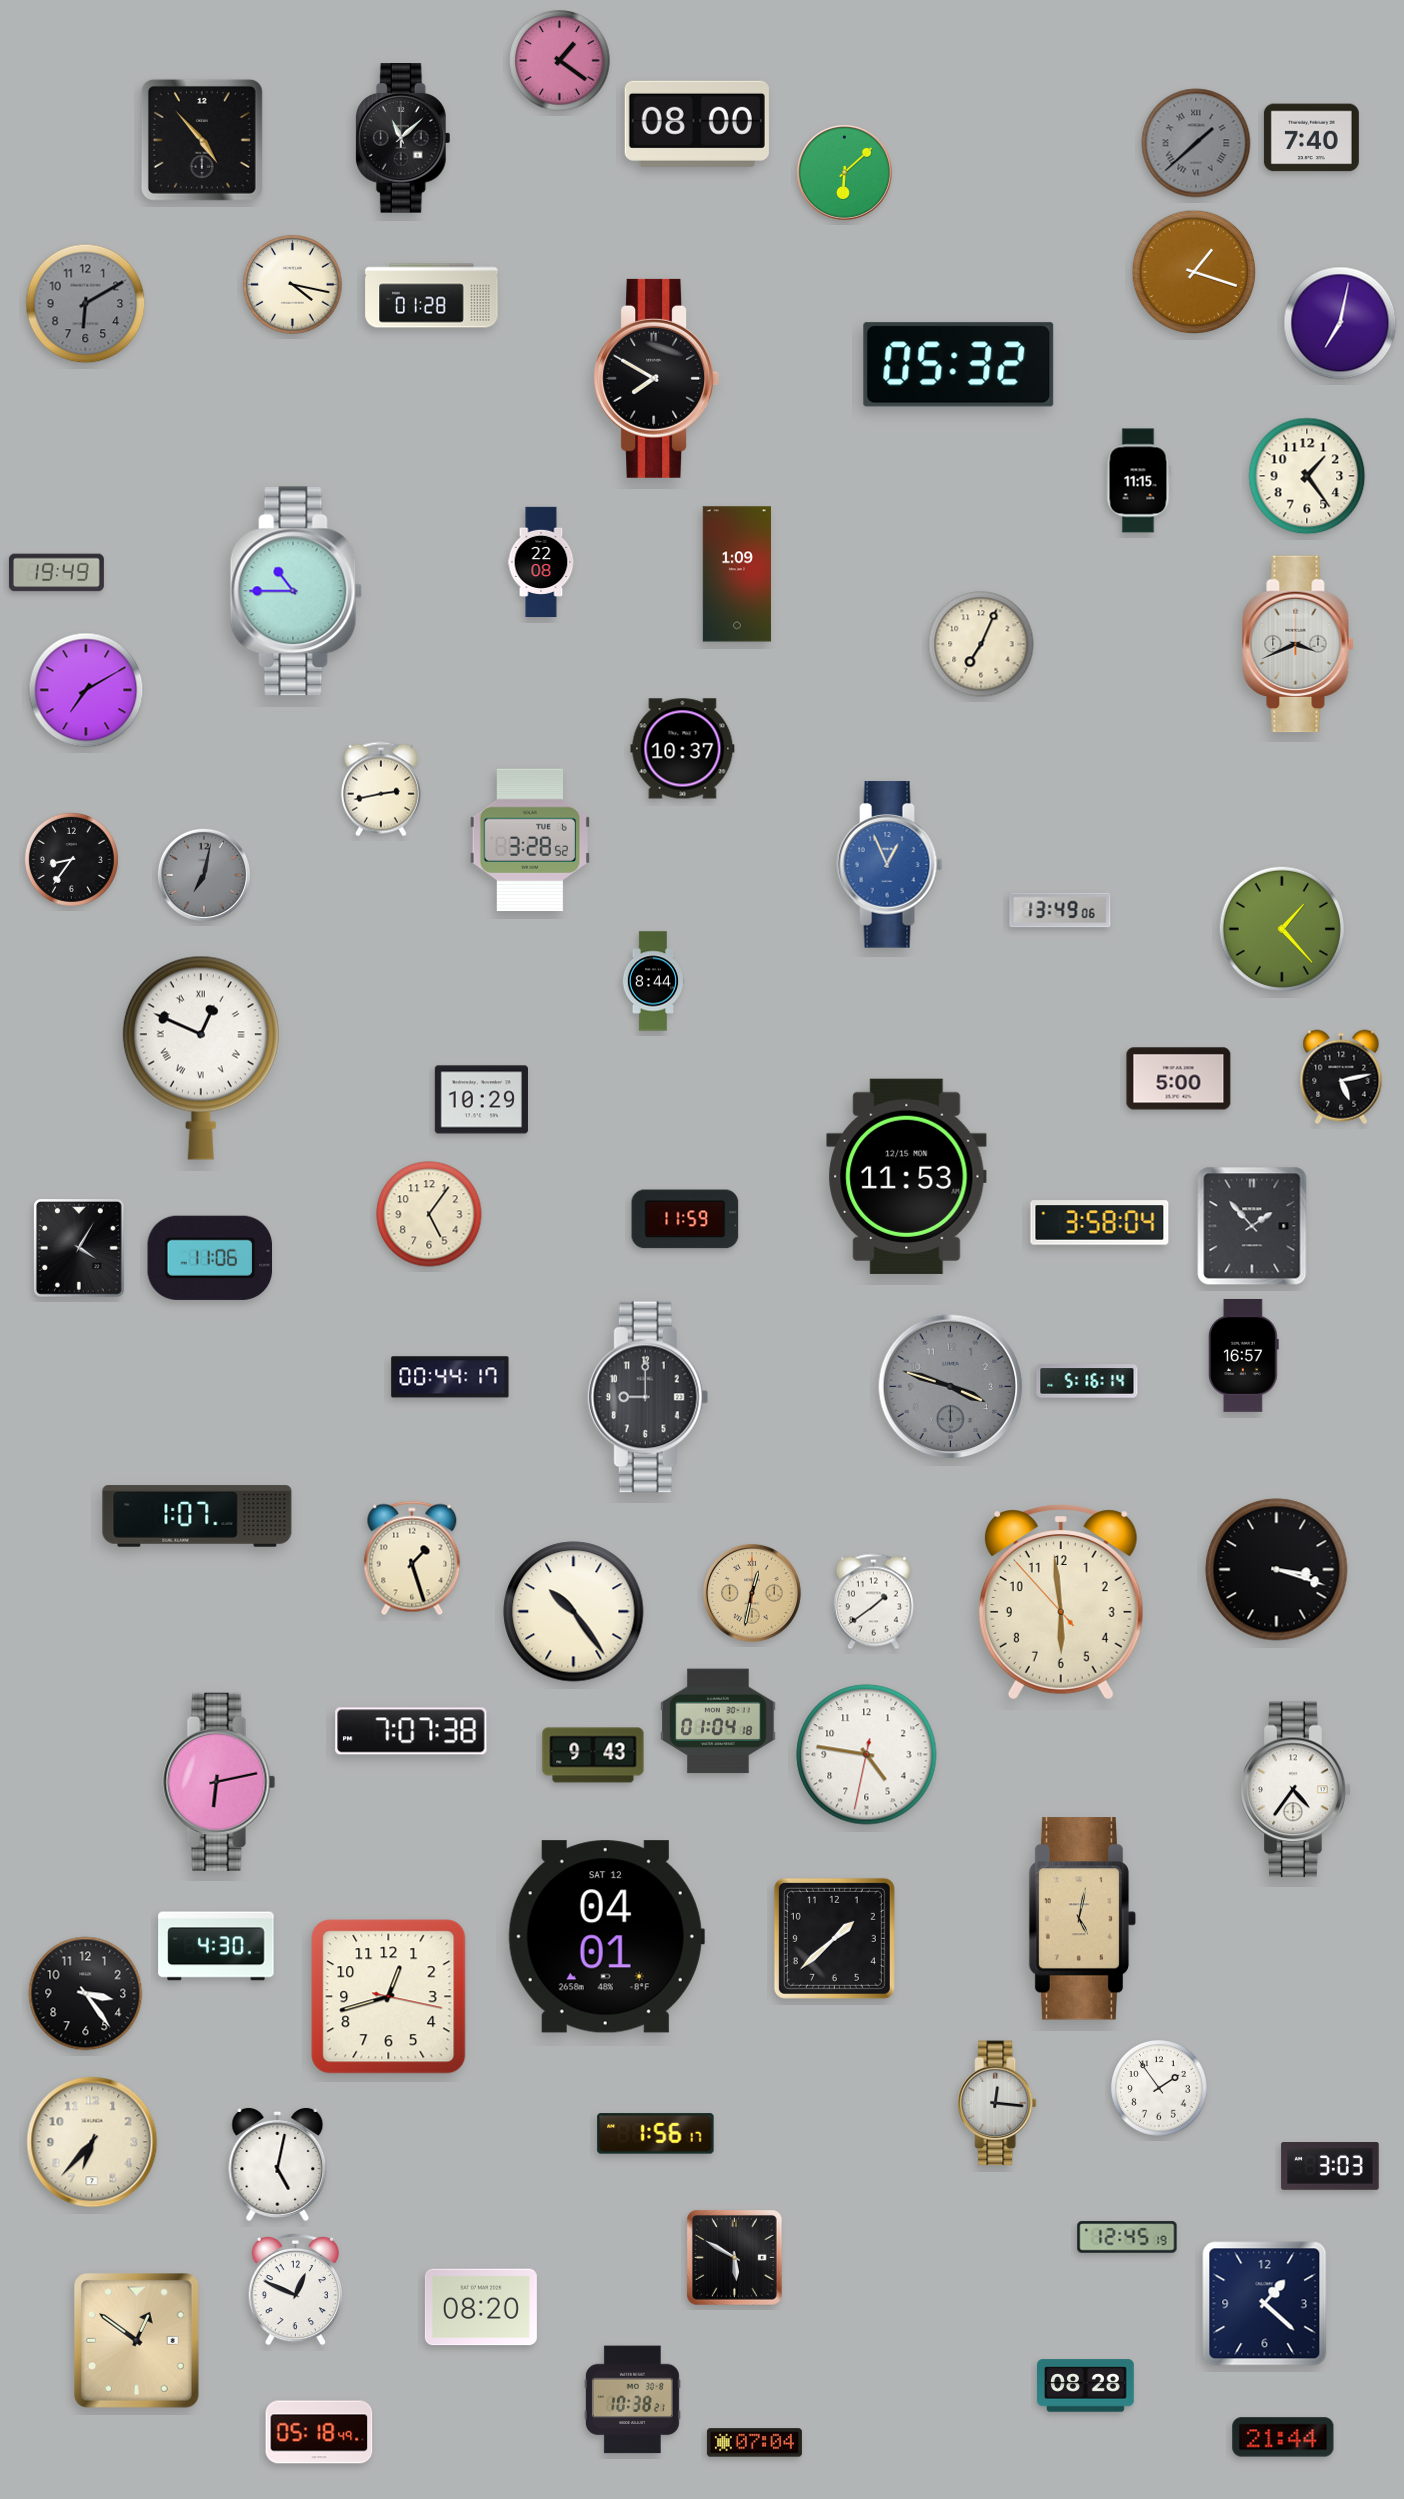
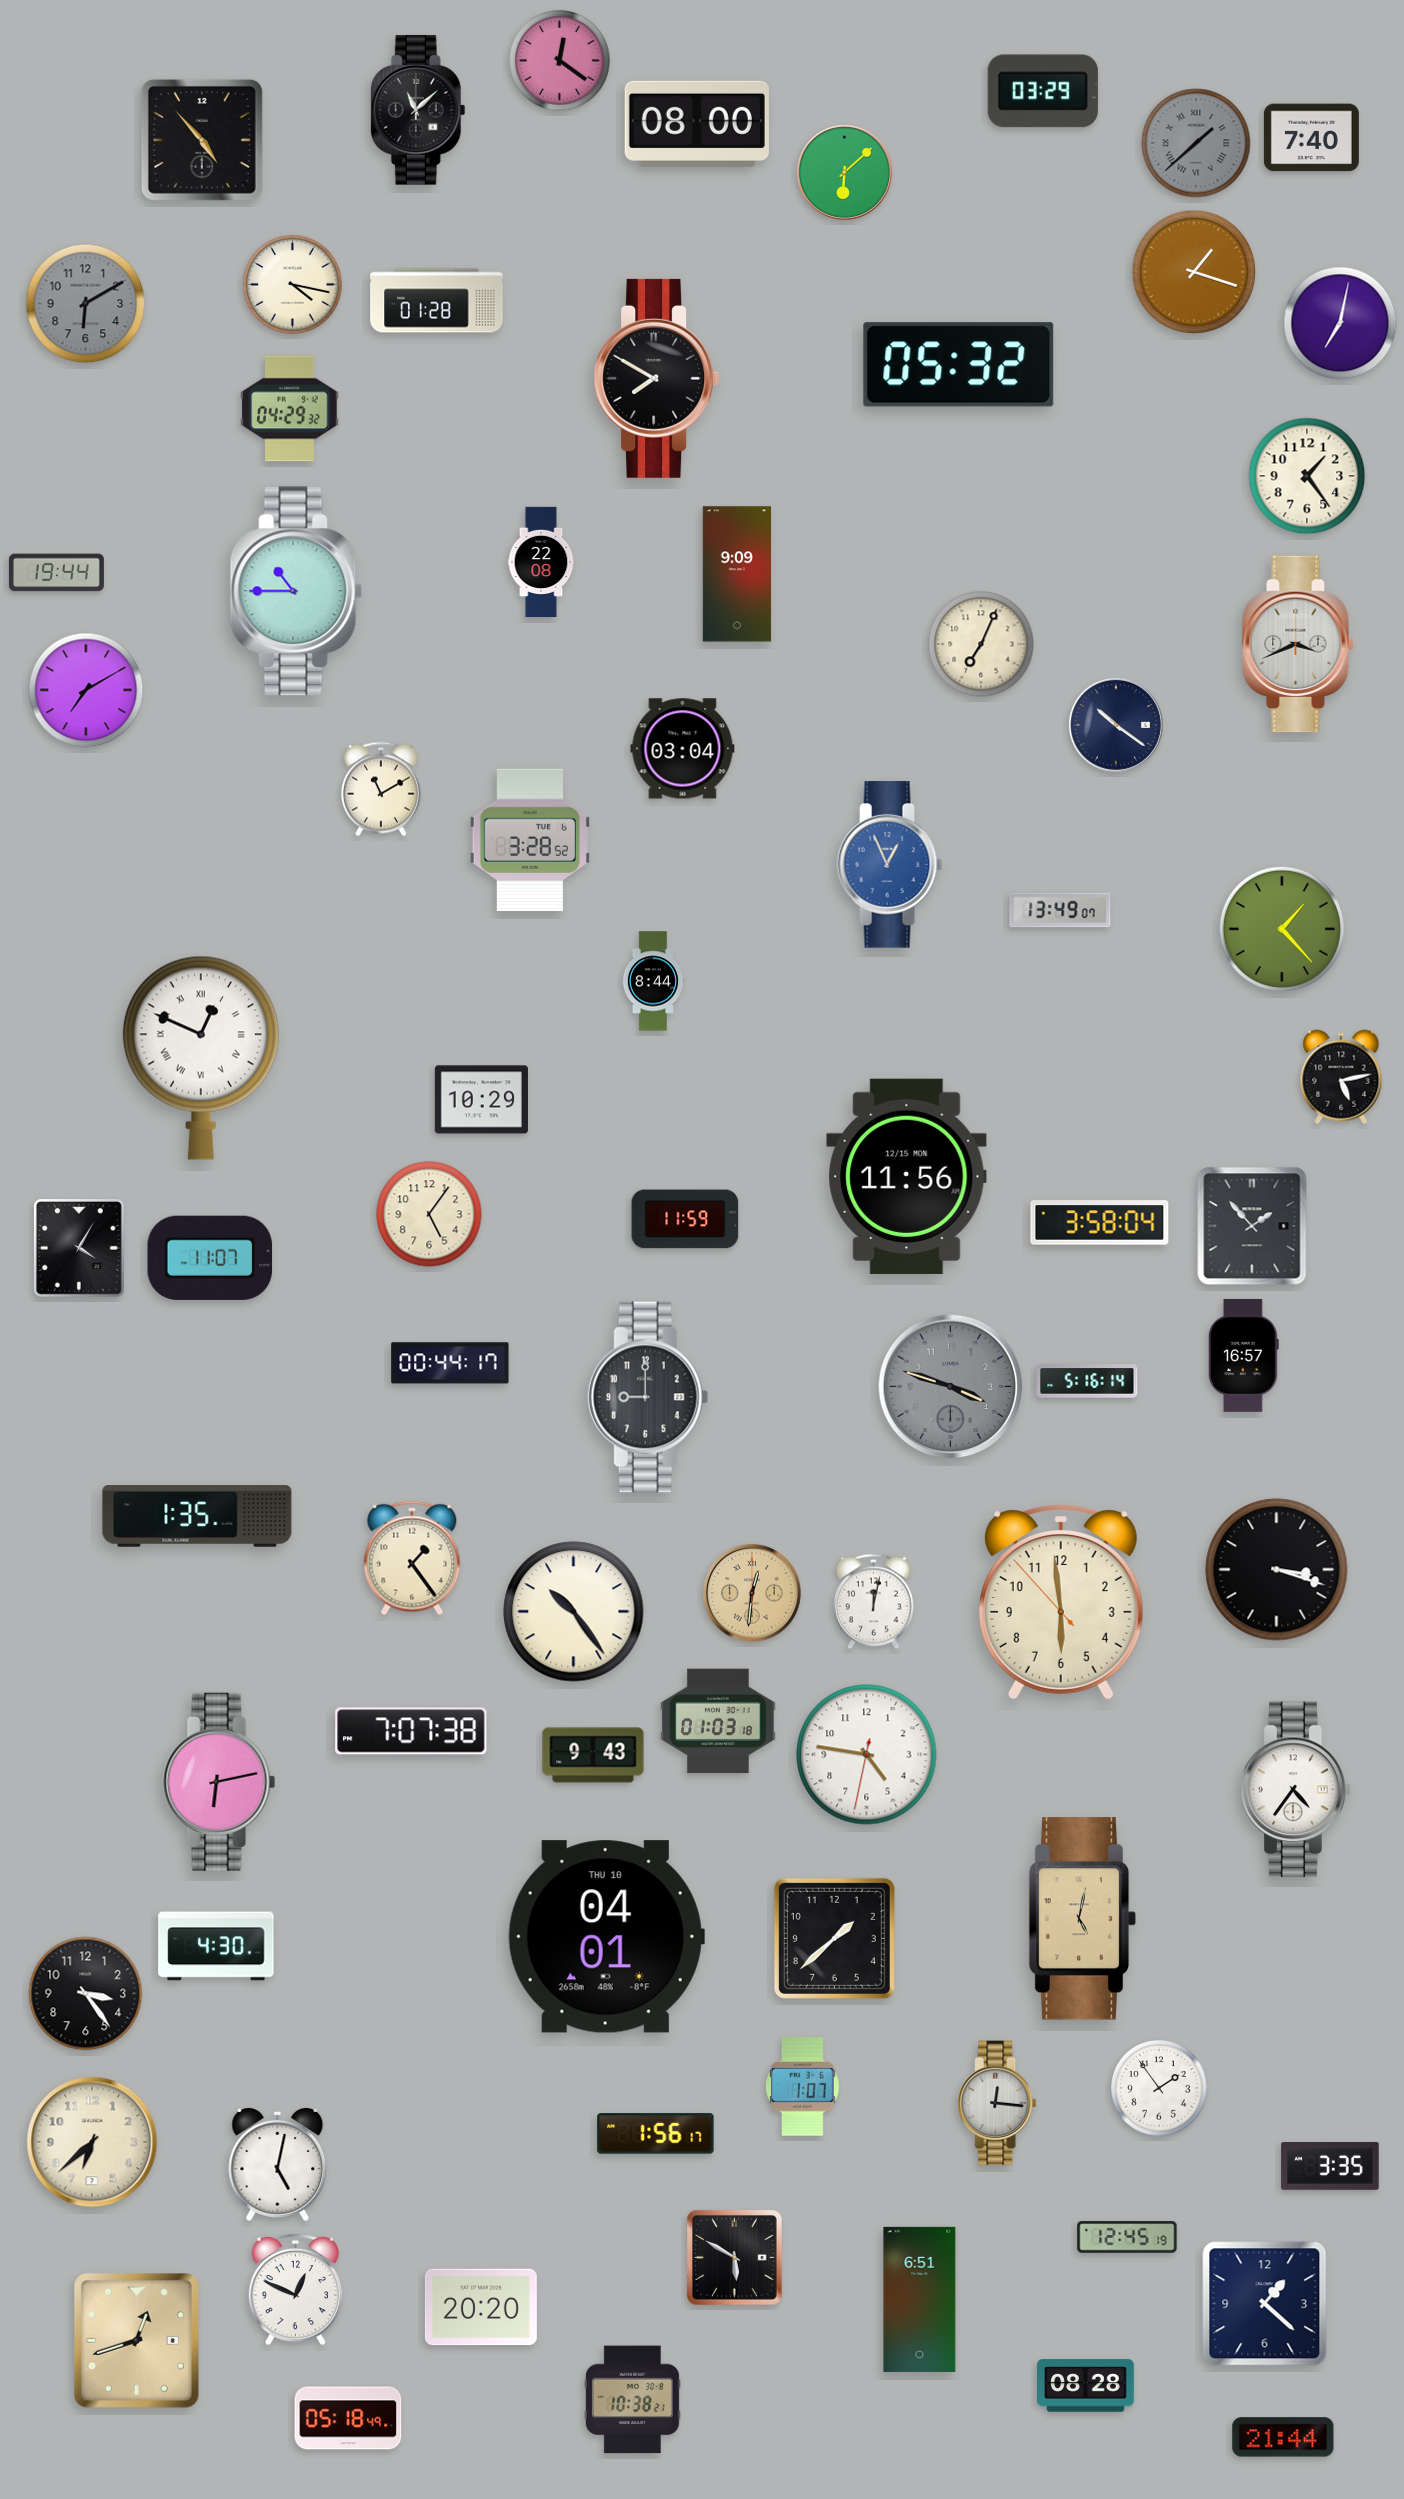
clock at (560, 61): 1:21 -> 12:21
clock at (1043, 91): none -> 03:29
clock at (403, 138) position: (403, 138) -> (418, 110)
clock at (432, 296) position: (432, 296) -> (437, 301)
clock at (290, 409): none -> 04:29
clock at (1138, 481): 11:15 -> none
clock at (56, 573): 19:49 -> 19:44
clock at (737, 574): 1:09 -> 9:09
clock at (1116, 725): none -> 10:21
clock at (683, 749): 10:37 -> 03:04
clock at (381, 789): 2:43 -> 11:10
clock at (71, 859): 8:36 -> none
clock at (204, 875): 7:02 -> none
clock at (1060, 910): 13:49:06 -> 13:49:07
clock at (1179, 1079): 5:00 -> none
clock at (907, 1176): 11:53 -> 11:56
clock at (210, 1258): 11:06 -> 11:07
clock at (450, 1377) position: (450, 1377) -> (450, 1363)
clock at (197, 1516): 1:07 -> 1:35
clock at (412, 1558): 1:27 -> 1:24
clock at (752, 1593): 12:32 -> 12:31
clock at (873, 1602): 1:39 -> 12:02
clock at (718, 1721): 01:04 -> 01:03
clock at (606, 1937) date: SAT 12 -> THU 10
clock at (389, 1997): 12:42 -> none
clock at (803, 2087): none -> 1:07
clock at (92, 2142): 6:37 -> 6:38
clock at (1330, 2167): 3:03 -> 3:35
clock at (920, 2299): none -> 6:51
clock at (481, 2307): 08:20 -> 20:20
clock at (137, 2341): 12:51 -> 12:42
clock at (319, 2432) position: (319, 2432) -> (348, 2418)
clock at (754, 2443): 07:04 -> none
